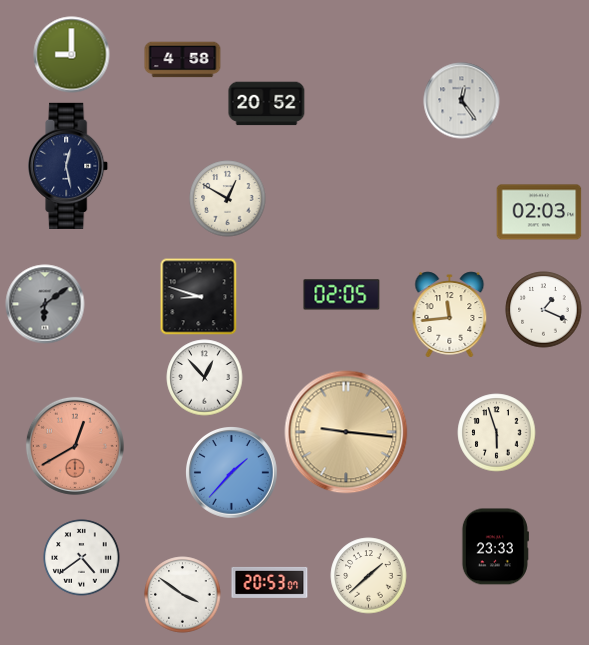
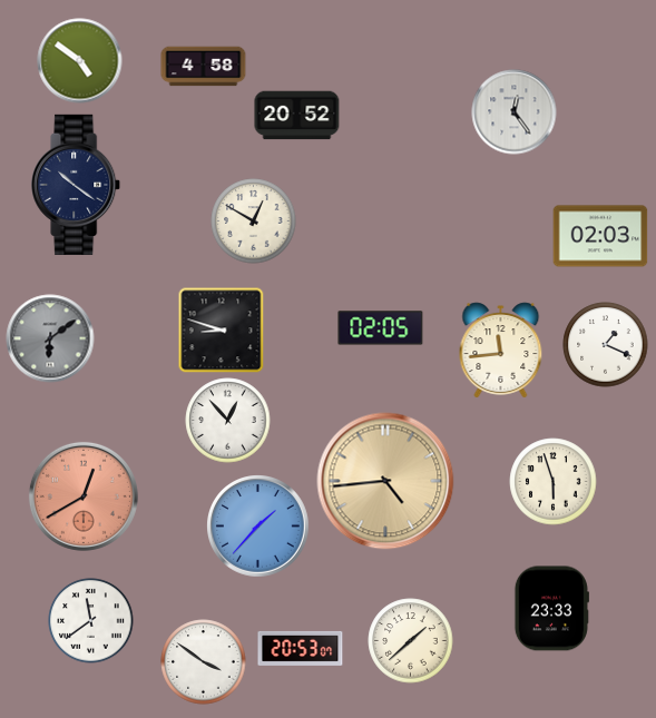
clock at (72, 55): 9:00 -> 4:51
clock at (69, 166): 12:28 -> 10:21
clock at (346, 432): 9:16 -> 4:44
clock at (82, 558): 4:39 -> 11:39
